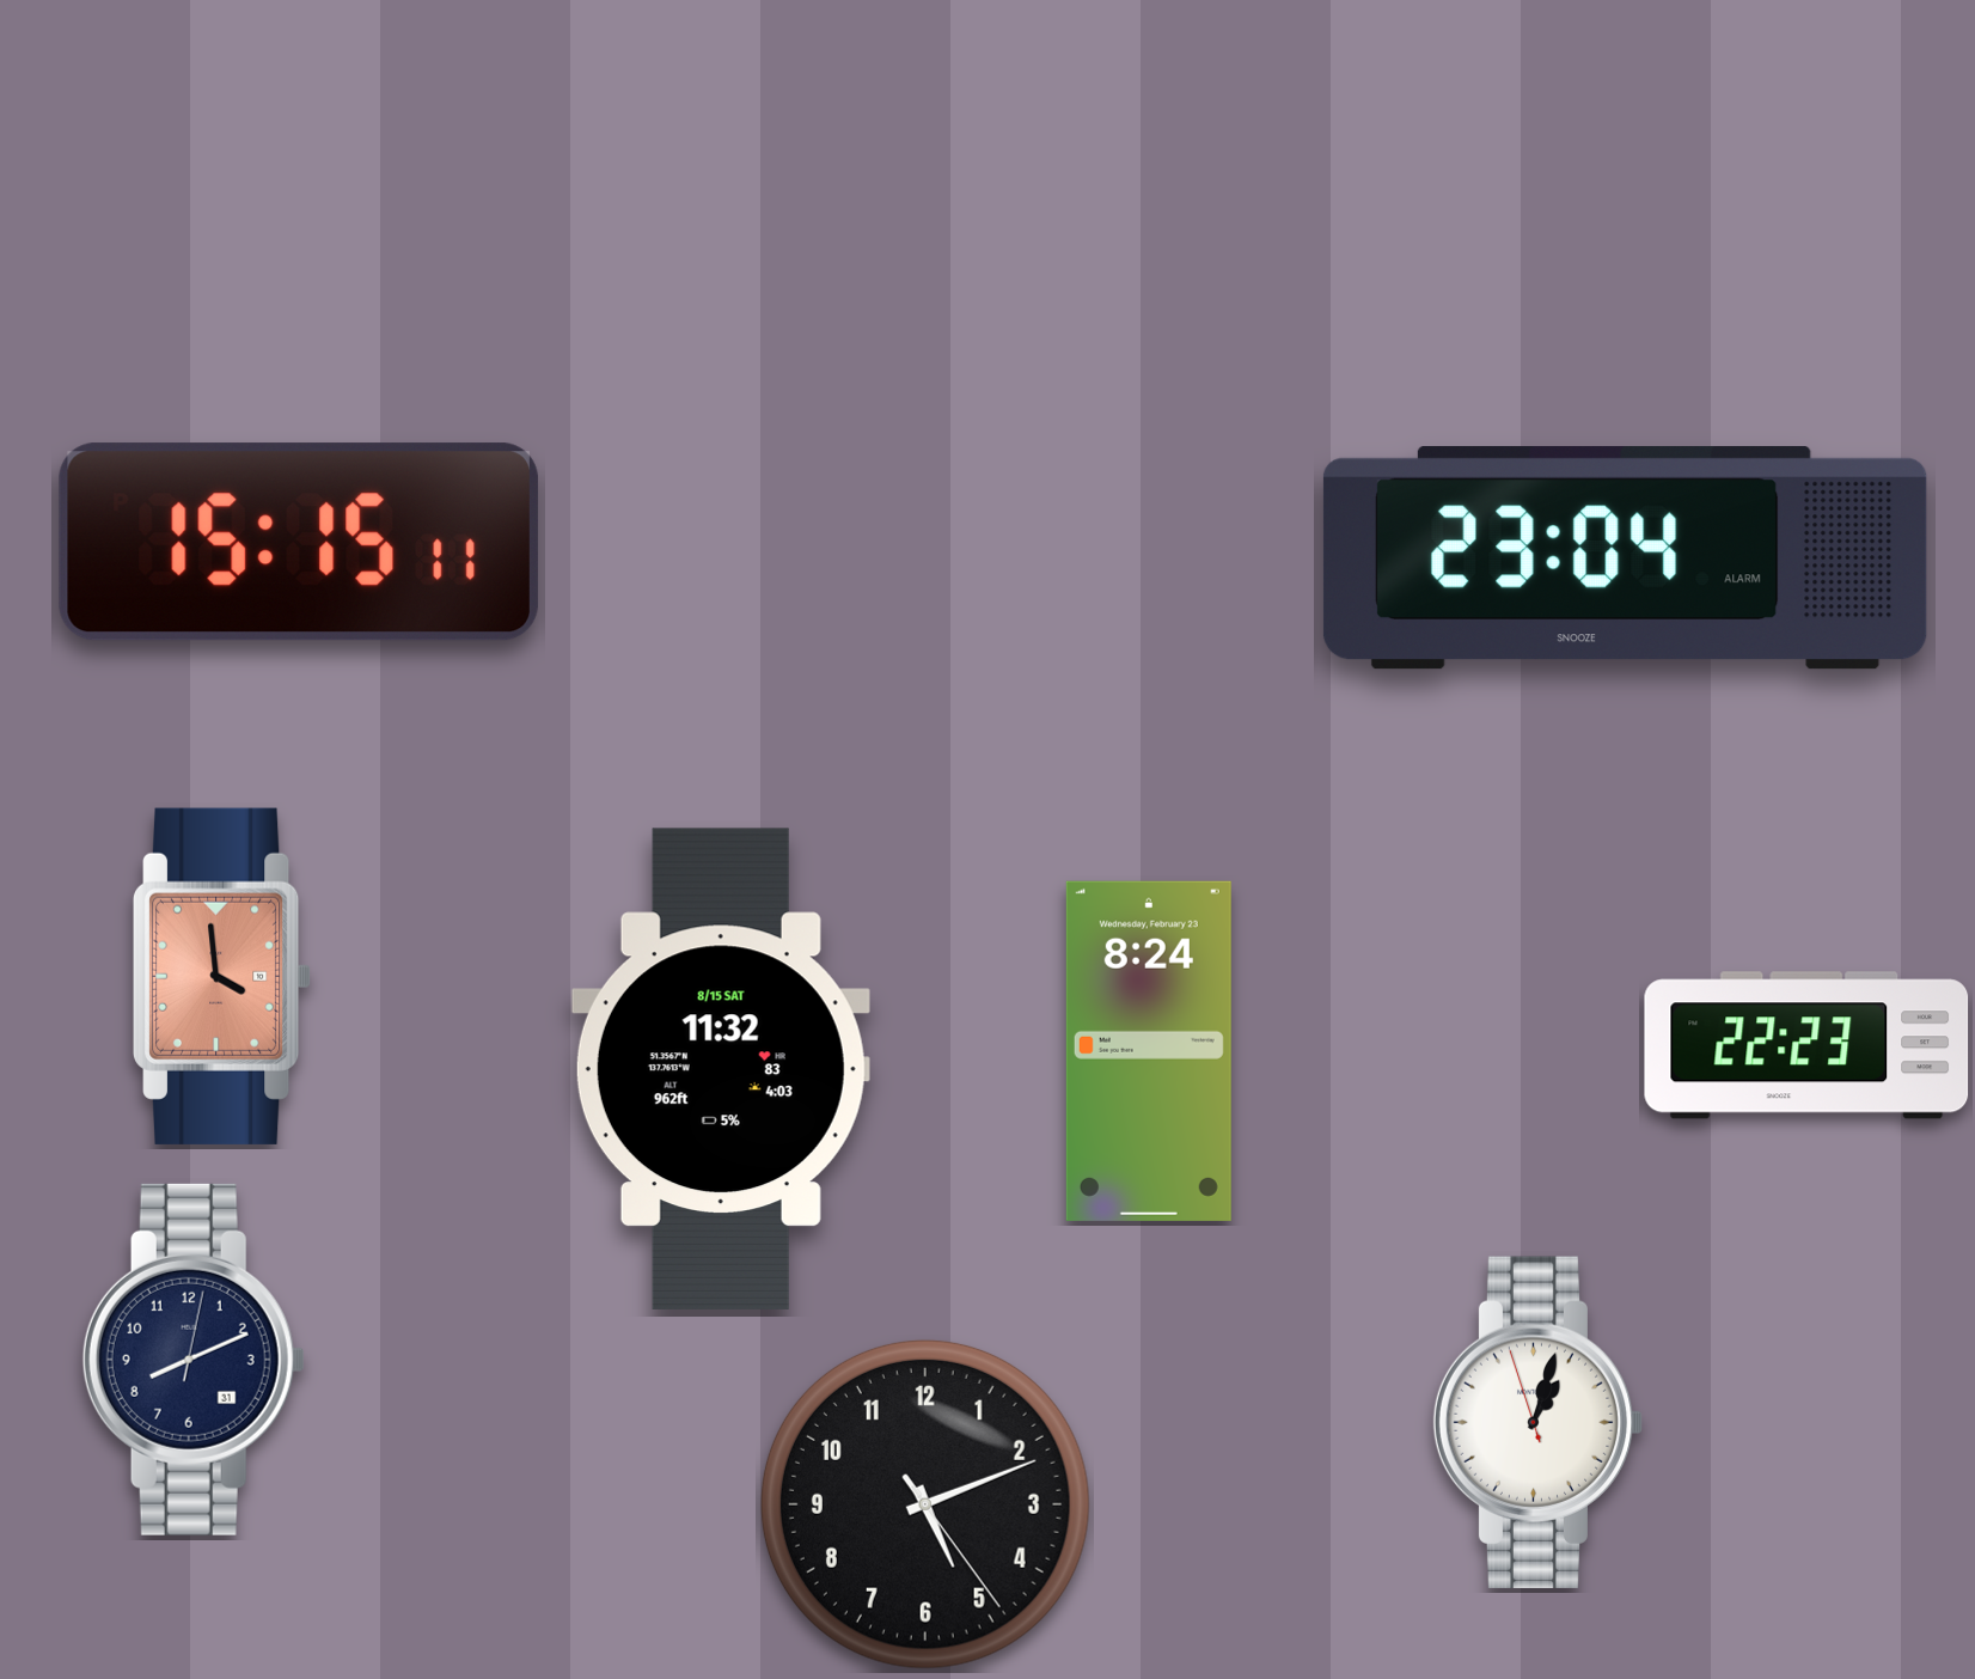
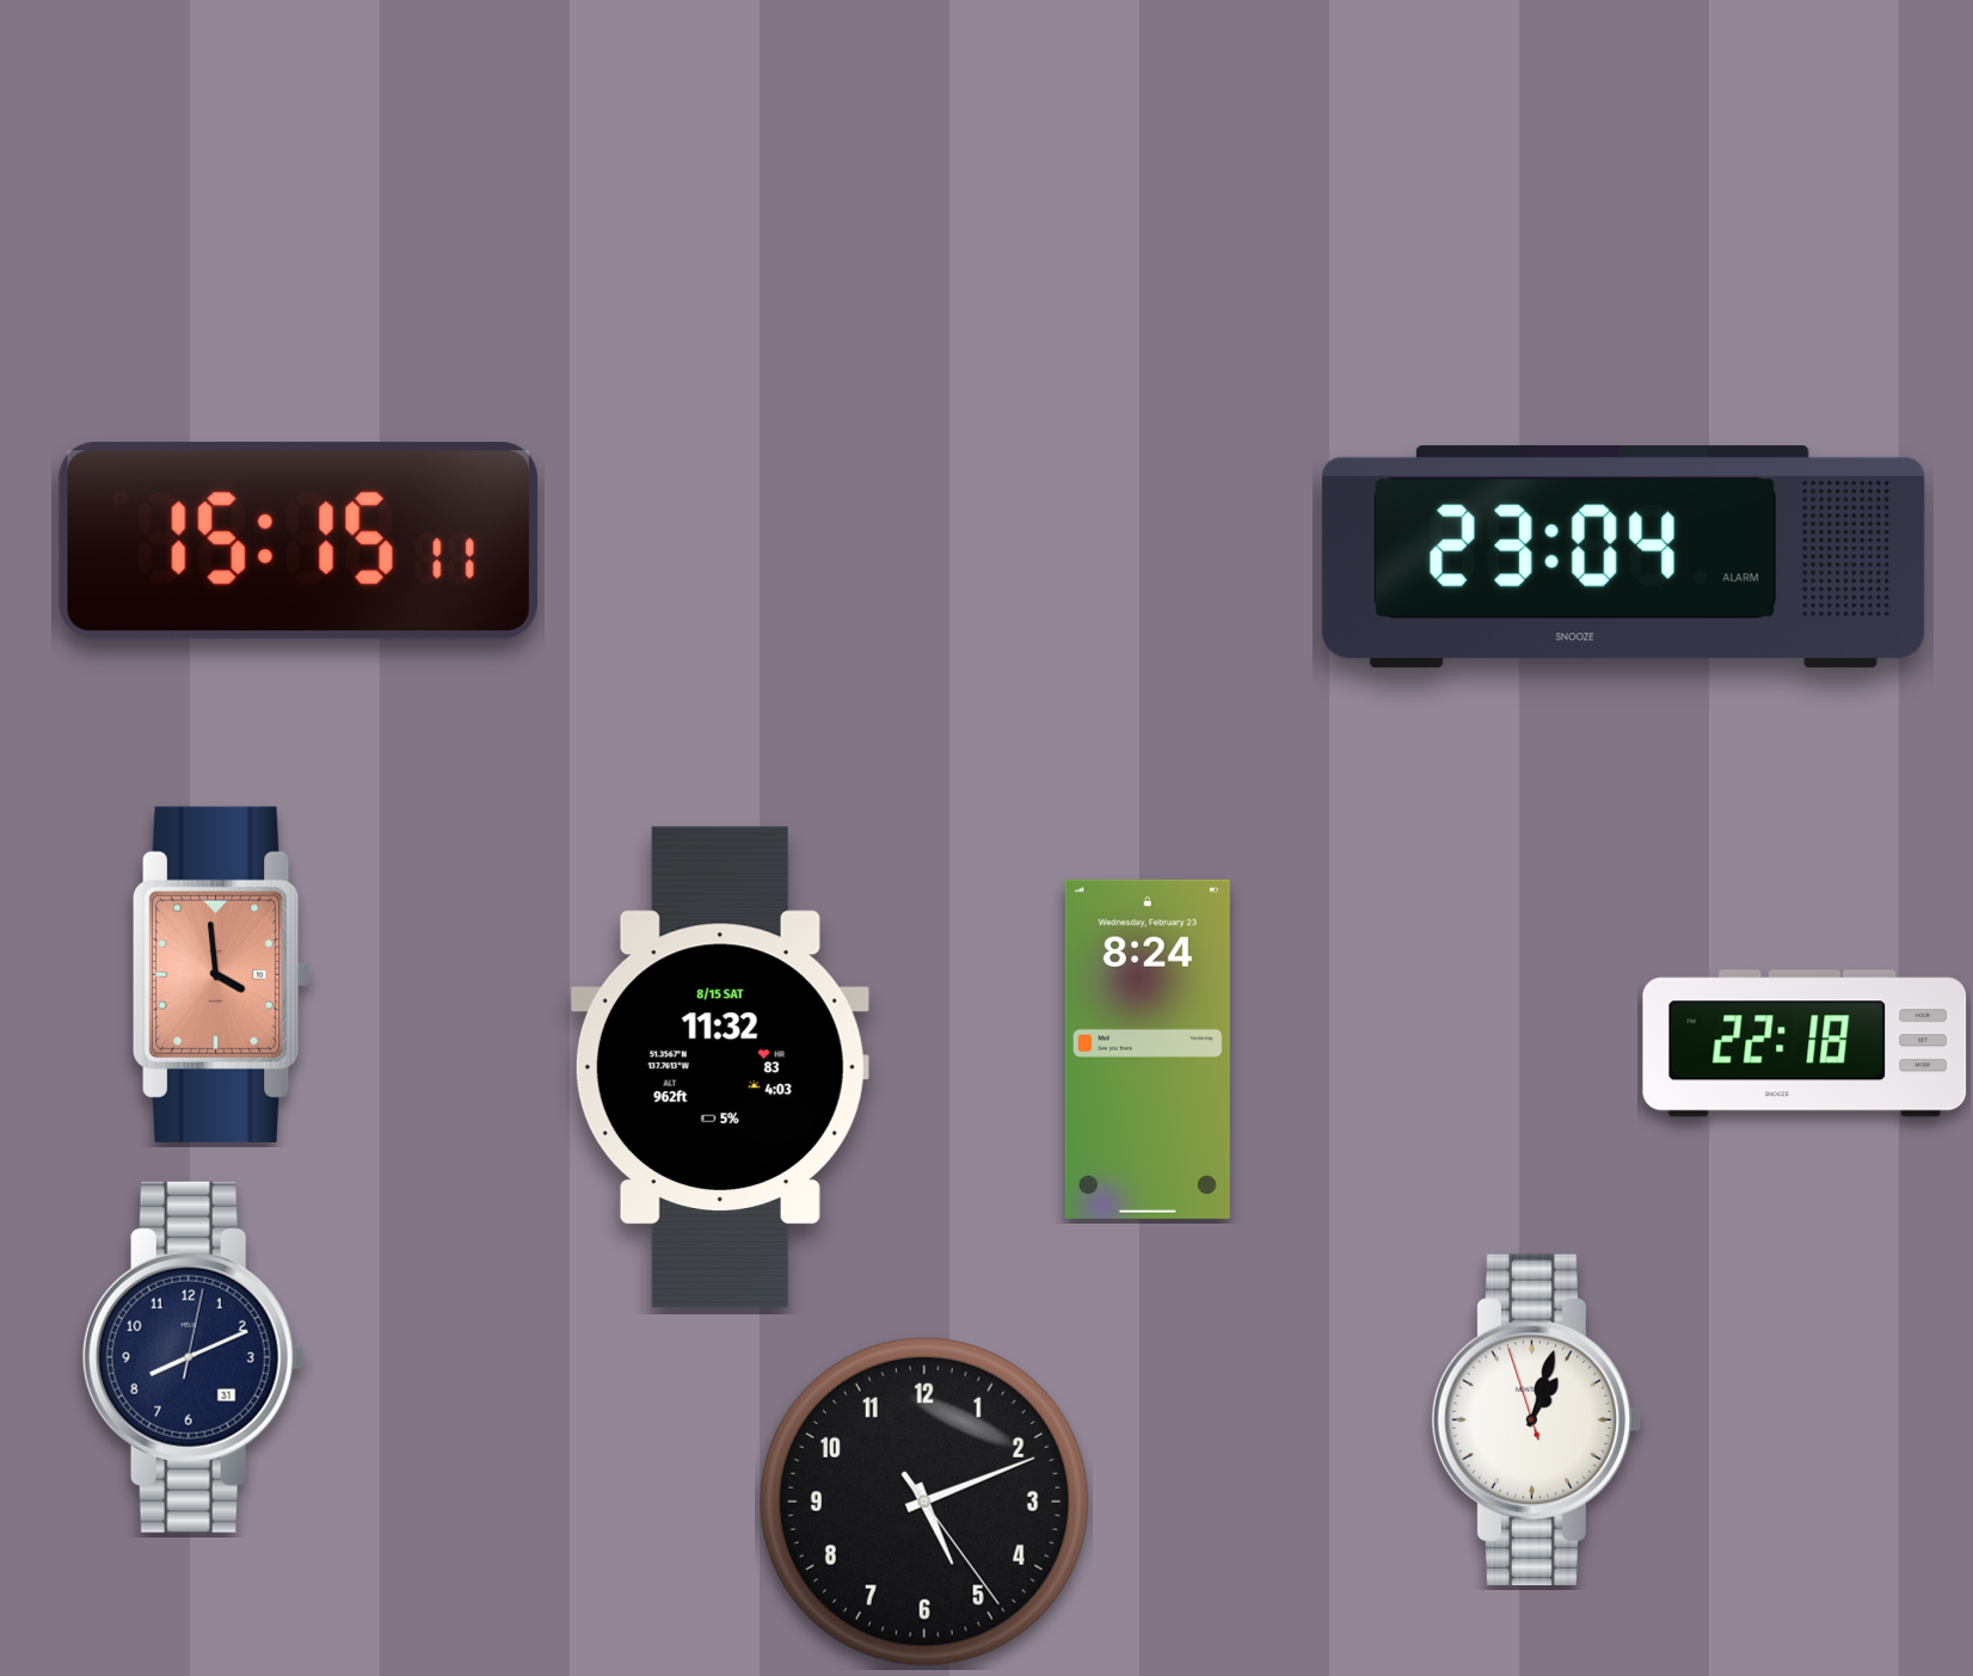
clock at (1806, 1045): 22:23 -> 22:18
